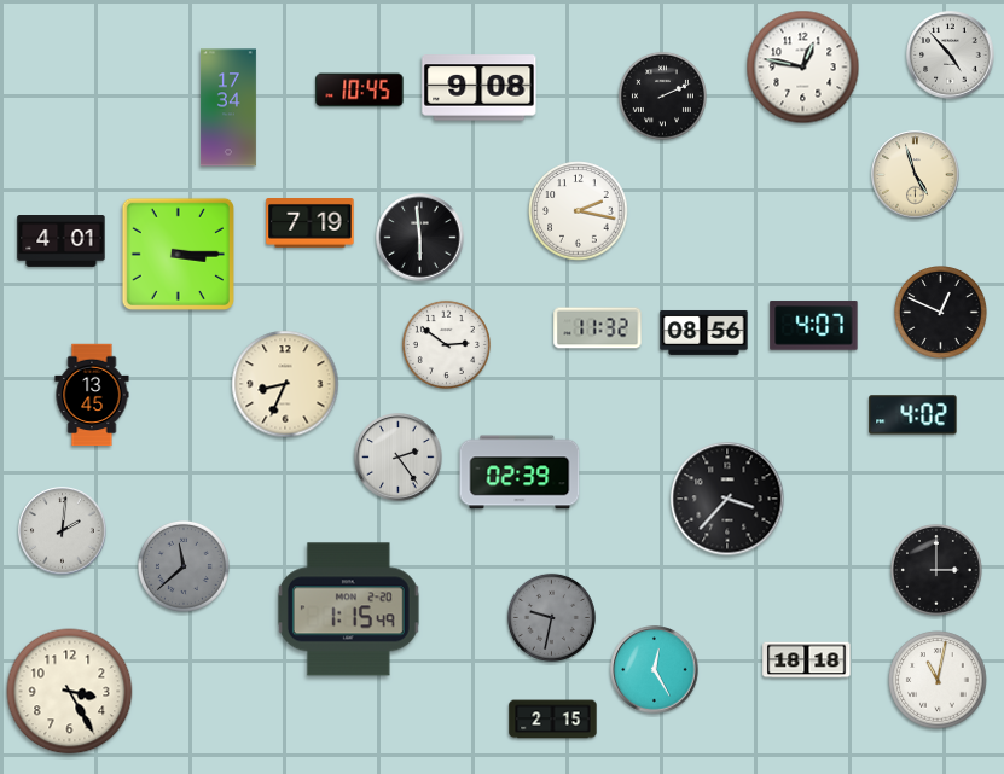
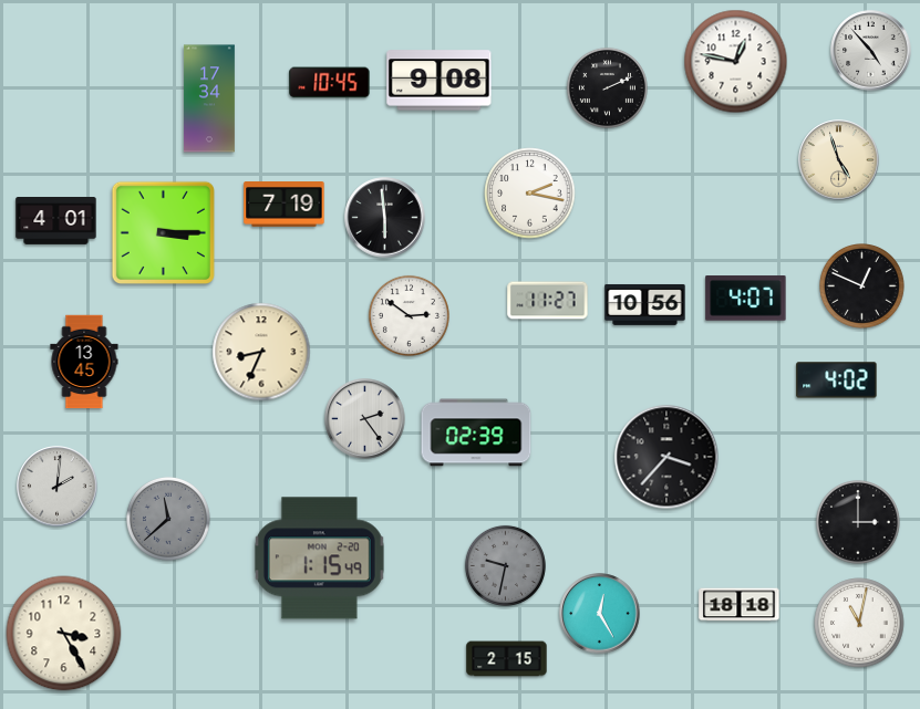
clock at (598, 328): 11:32 -> 11:27
clock at (704, 332): 08:56 -> 10:56
